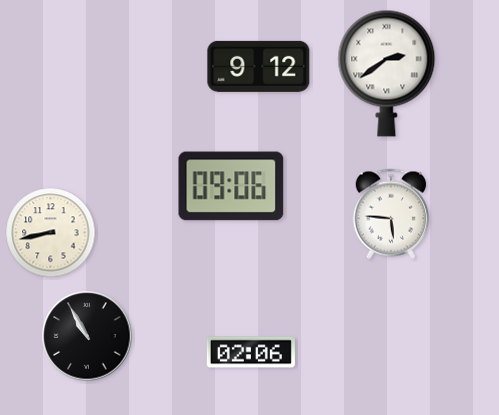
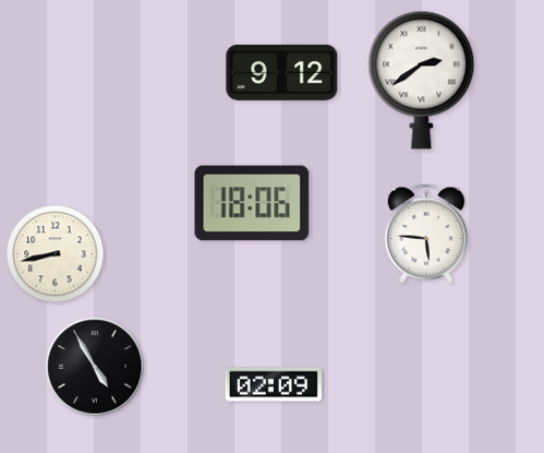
clock at (231, 186): 09:06 -> 18:06
clock at (87, 336): 10:55 -> 4:55
clock at (251, 352): 02:06 -> 02:09
